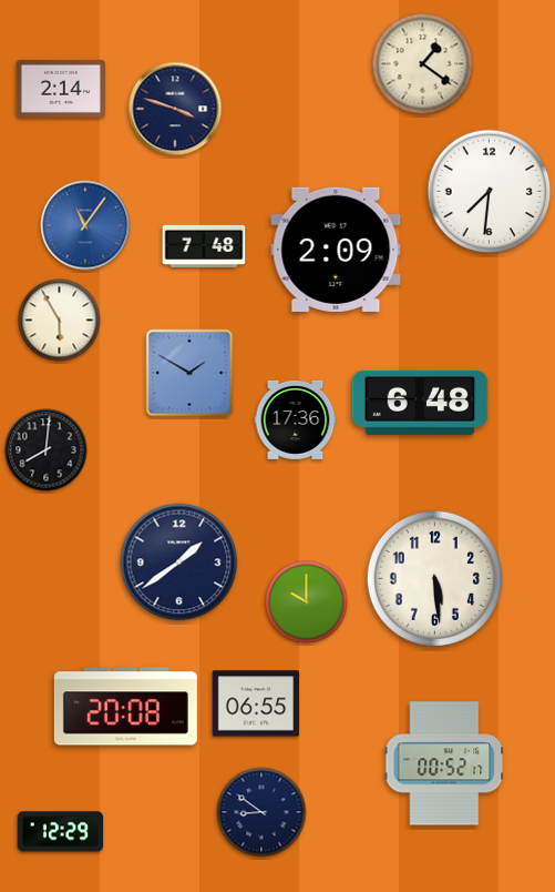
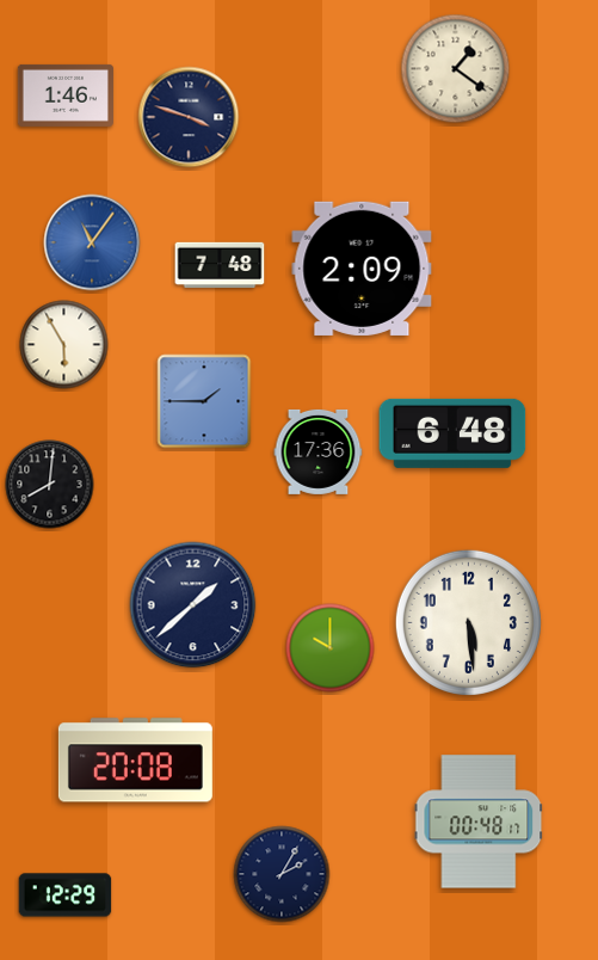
clock at (61, 89): 2:14 -> 1:46
clock at (490, 192): 7:31 -> none
clock at (189, 373): 1:50 -> 1:45
clock at (179, 562): 1:39 -> 1:38
clock at (256, 703): 06:55 -> none
clock at (444, 763): 00:52 -> 00:48
clock at (261, 812): 8:51 -> 2:05
